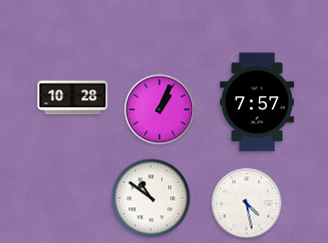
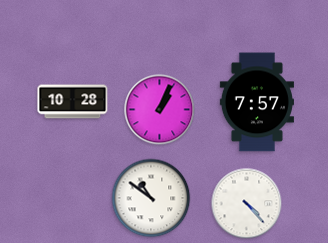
clock at (73, 98) position: (73, 98) -> (73, 102)
clock at (247, 204): 4:28 -> 4:23
